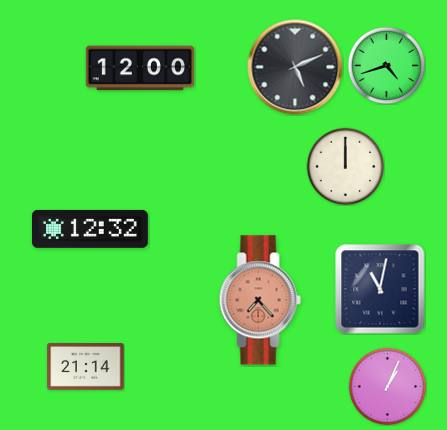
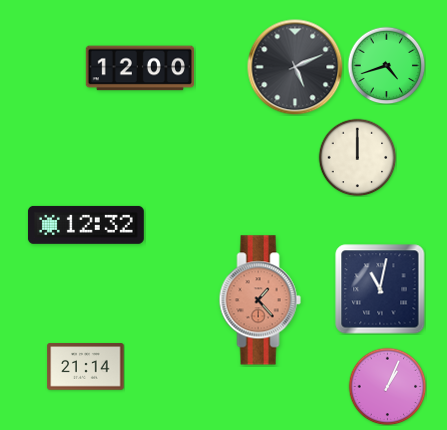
clock at (345, 166) position: (345, 166) -> (357, 157)
clock at (90, 229) position: (90, 229) -> (86, 225)
clock at (260, 300): 7:23 -> 1:23
